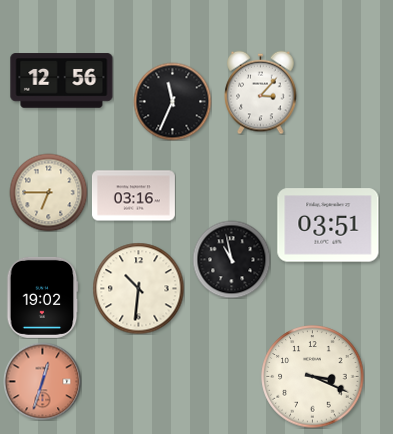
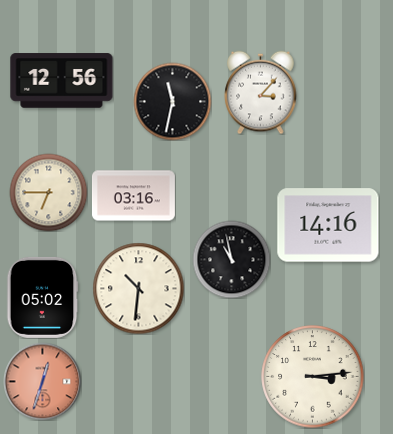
clock at (172, 101): 11:34 -> 11:32
clock at (328, 225): 03:51 -> 14:16
clock at (42, 297): 19:02 -> 05:02
clock at (313, 377): 3:19 -> 3:14
